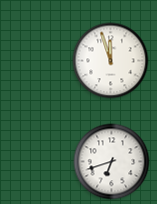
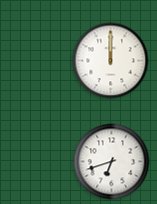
clock at (111, 61): 11:57 -> 12:00
